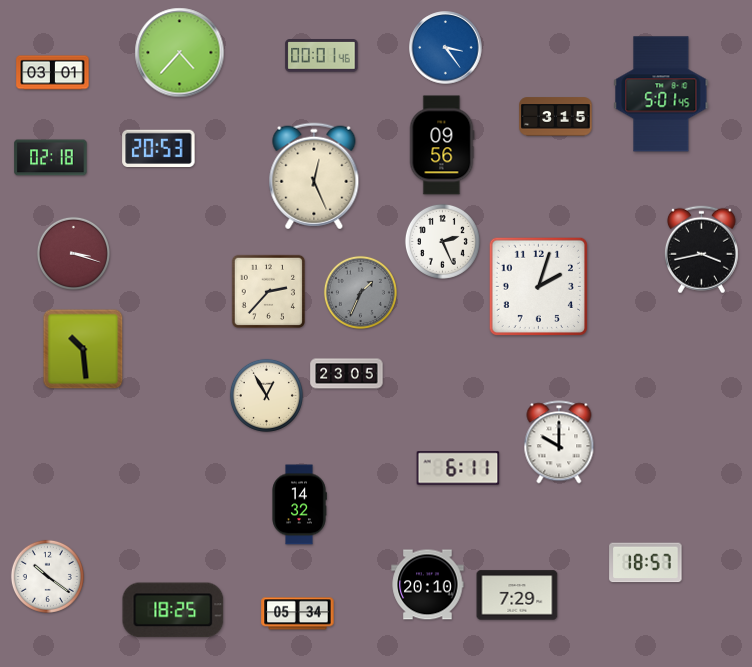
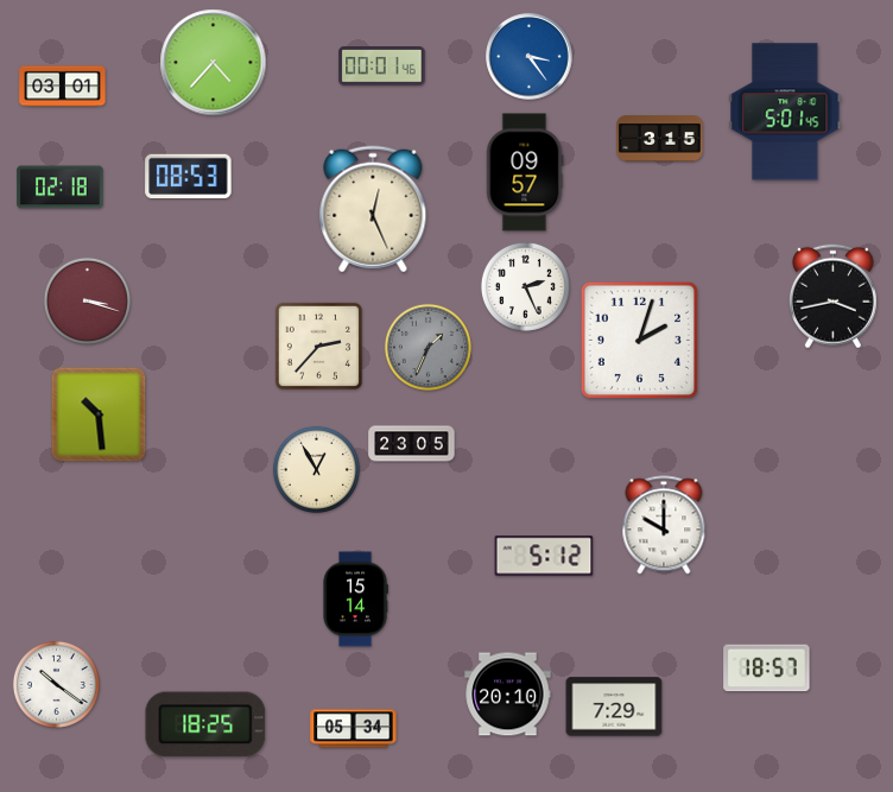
clock at (442, 145): 09:56 -> 09:57
clock at (159, 148): 20:53 -> 08:53
clock at (458, 468): 6:11 -> 5:12
clock at (299, 505): 14:32 -> 15:14
